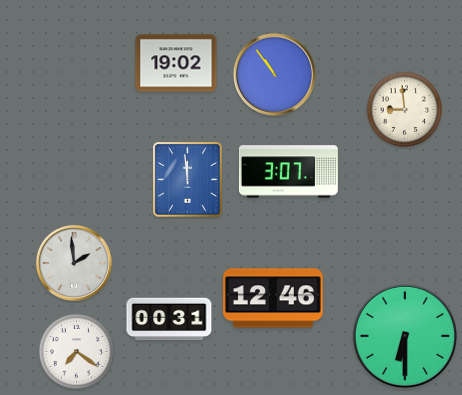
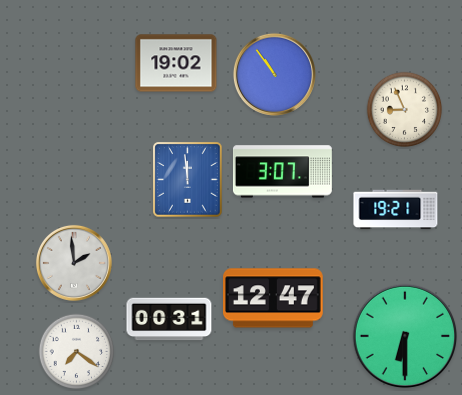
clock at (405, 110): 8:59 -> 8:56
clock at (288, 172) position: (288, 172) -> (282, 172)
clock at (396, 210): none -> 19:21
clock at (274, 298): 12:46 -> 12:47
